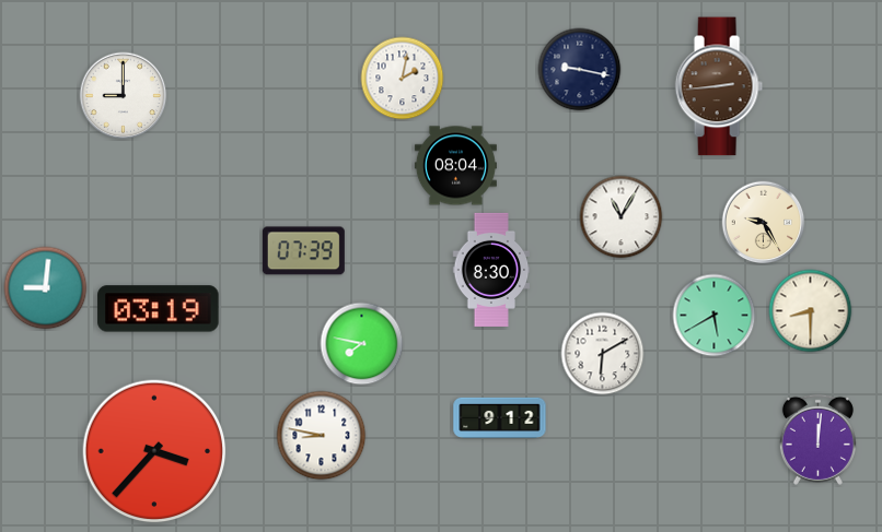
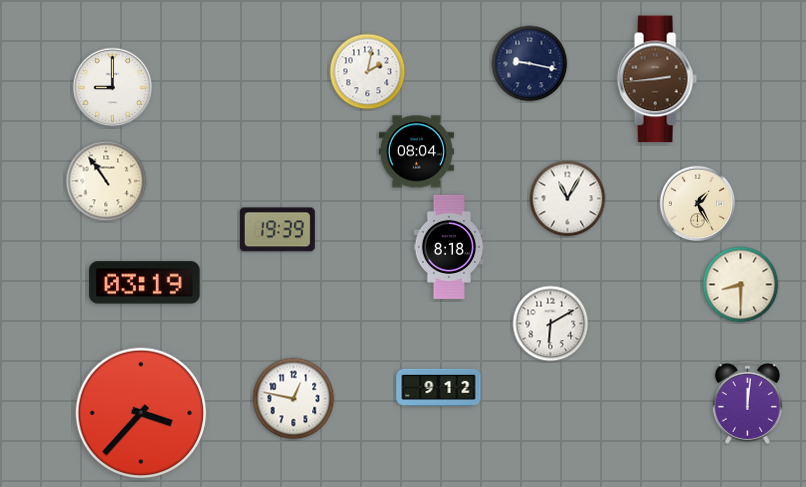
clock at (106, 181): none -> 10:54
clock at (764, 223): 9:25 -> 1:25
clock at (303, 251): 07:39 -> 19:39
clock at (491, 270): 8:30 -> 8:18
clock at (46, 288): 9:01 -> none
clock at (715, 316): 5:40 -> none
clock at (362, 344): 7:47 -> none
clock at (500, 417) position: (500, 417) -> (439, 387)
clock at (322, 436): 8:47 -> 12:47
